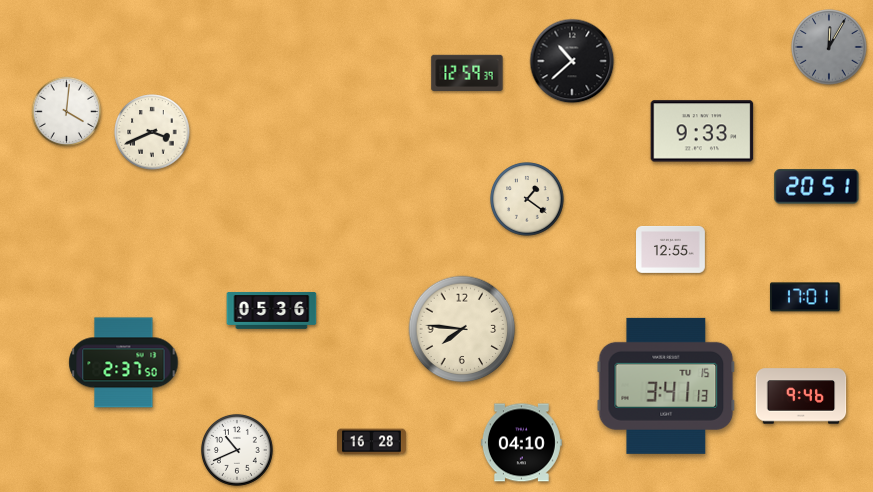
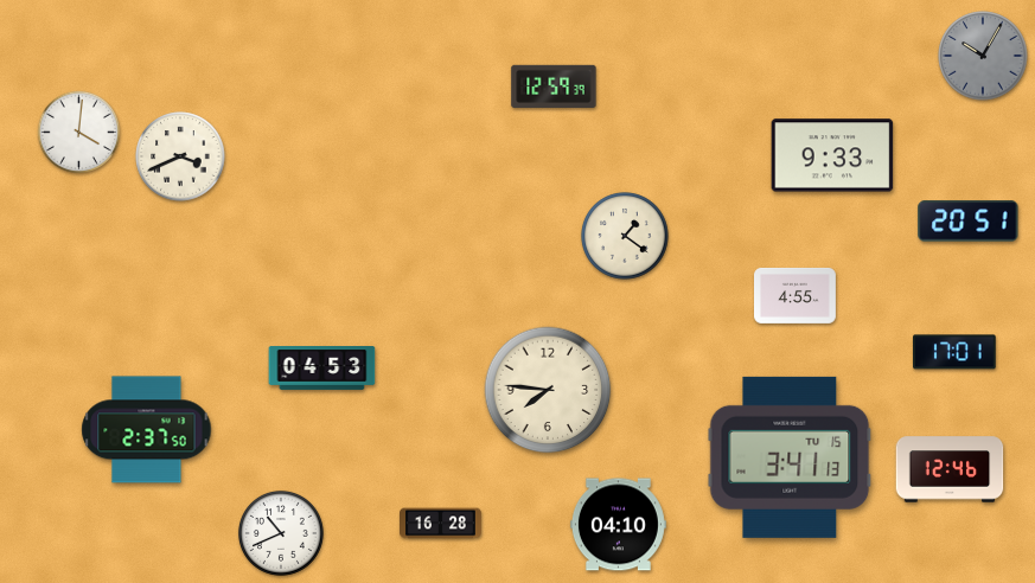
clock at (829, 47): 12:05 -> 10:05
clock at (572, 61): 10:38 -> none
clock at (671, 249): 12:55 -> 4:55
clock at (272, 311): 05:36 -> 04:53
clock at (801, 396): 9:46 -> 12:46
